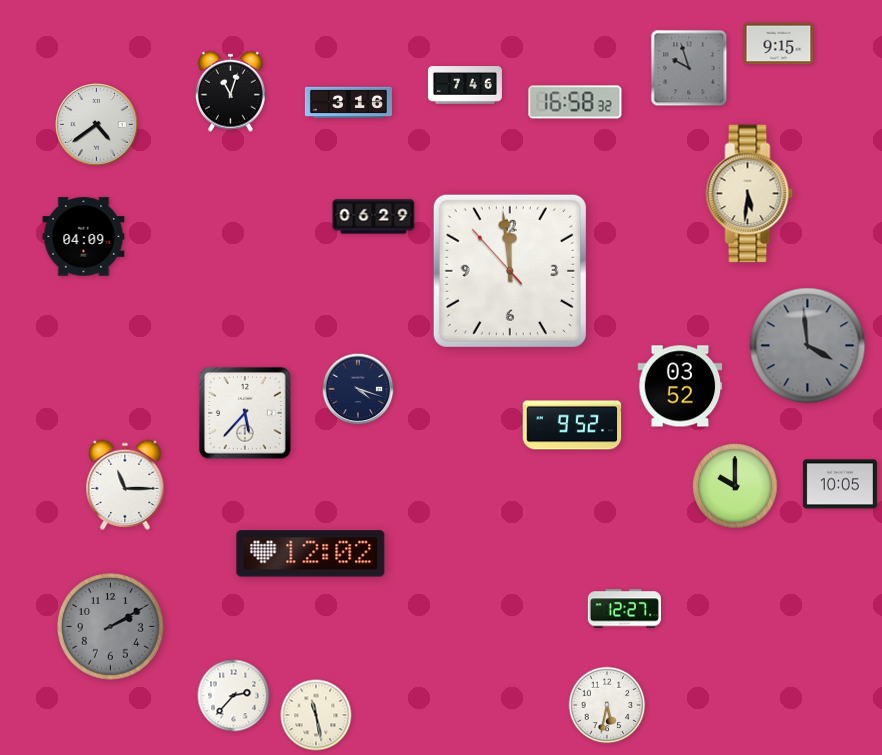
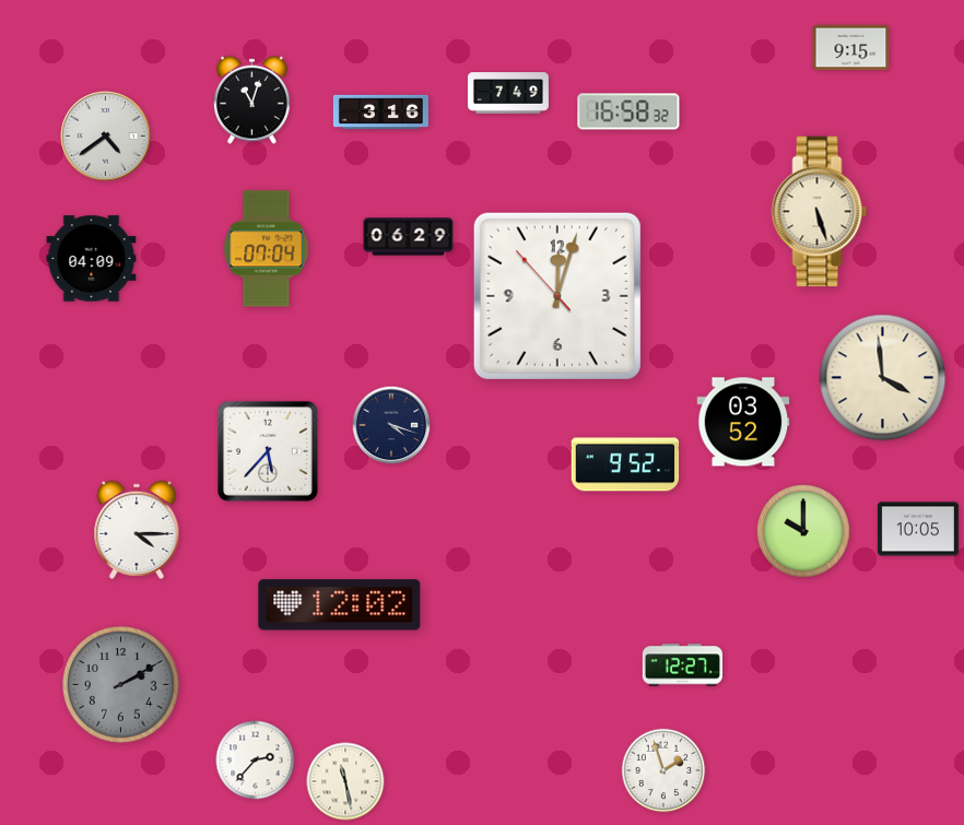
clock at (689, 68): 9:57 -> none
clock at (465, 85): 7:46 -> 7:49
clock at (750, 194): 5:31 -> 5:27
clock at (267, 249): none -> 07:04
clock at (510, 271): 11:58 -> 12:02
clock at (808, 346) dial: grey -> cream
clock at (125, 484): 11:15 -> 4:15
clock at (607, 705): 5:32 -> 1:57
